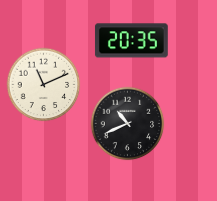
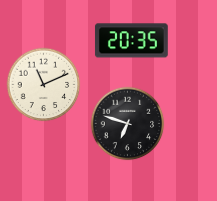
clock at (128, 124): 10:41 -> 6:48
